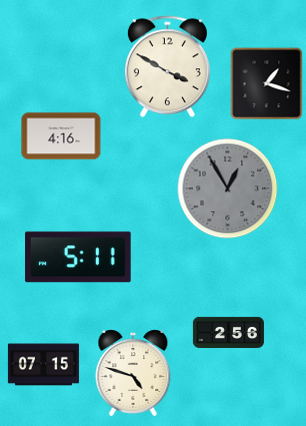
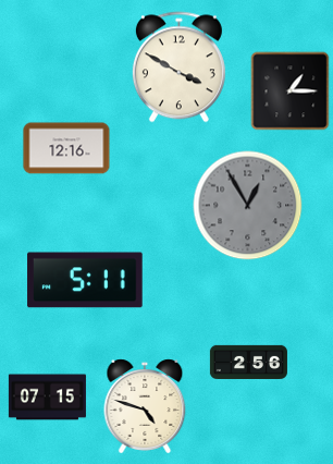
clock at (167, 67) position: (167, 67) -> (178, 68)
clock at (267, 84): 1:18 -> 1:15
clock at (61, 136): 4:16 -> 12:16
